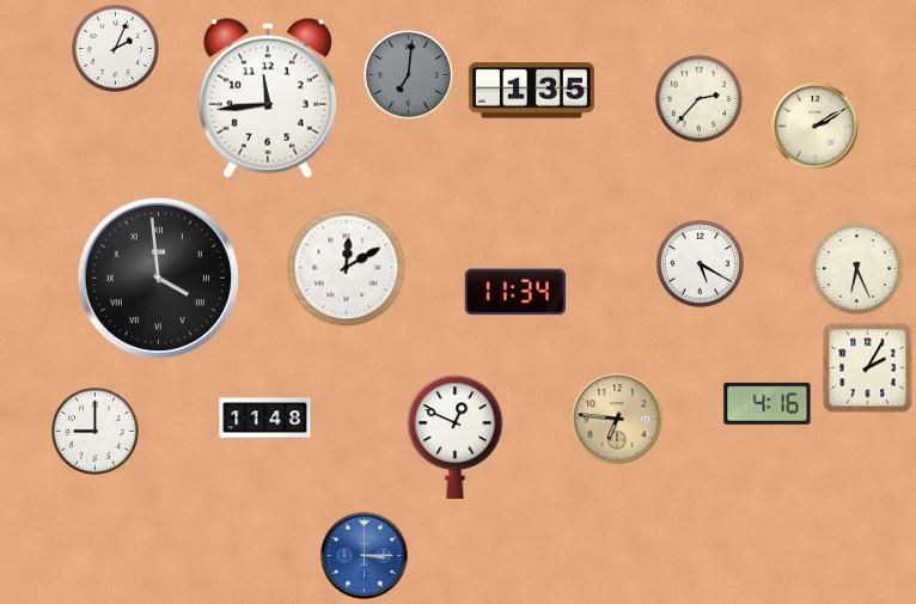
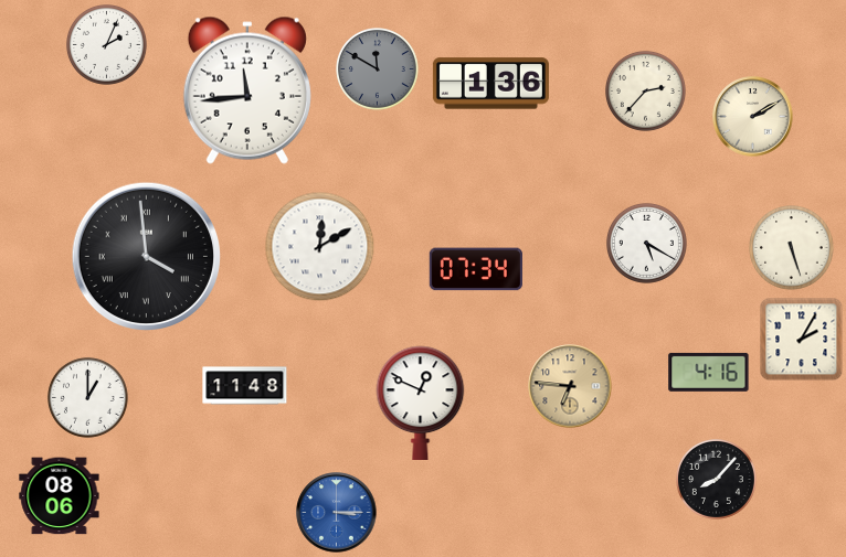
clock at (409, 75): 7:01 -> 11:50
clock at (531, 91): 1:35 -> 1:36
clock at (857, 269): 6:26 -> 5:27
clock at (515, 292): 11:34 -> 07:34
clock at (94, 431): 9:00 -> 1:00
clock at (716, 479): none -> 8:07
clock at (60, 496): none -> 08:06
